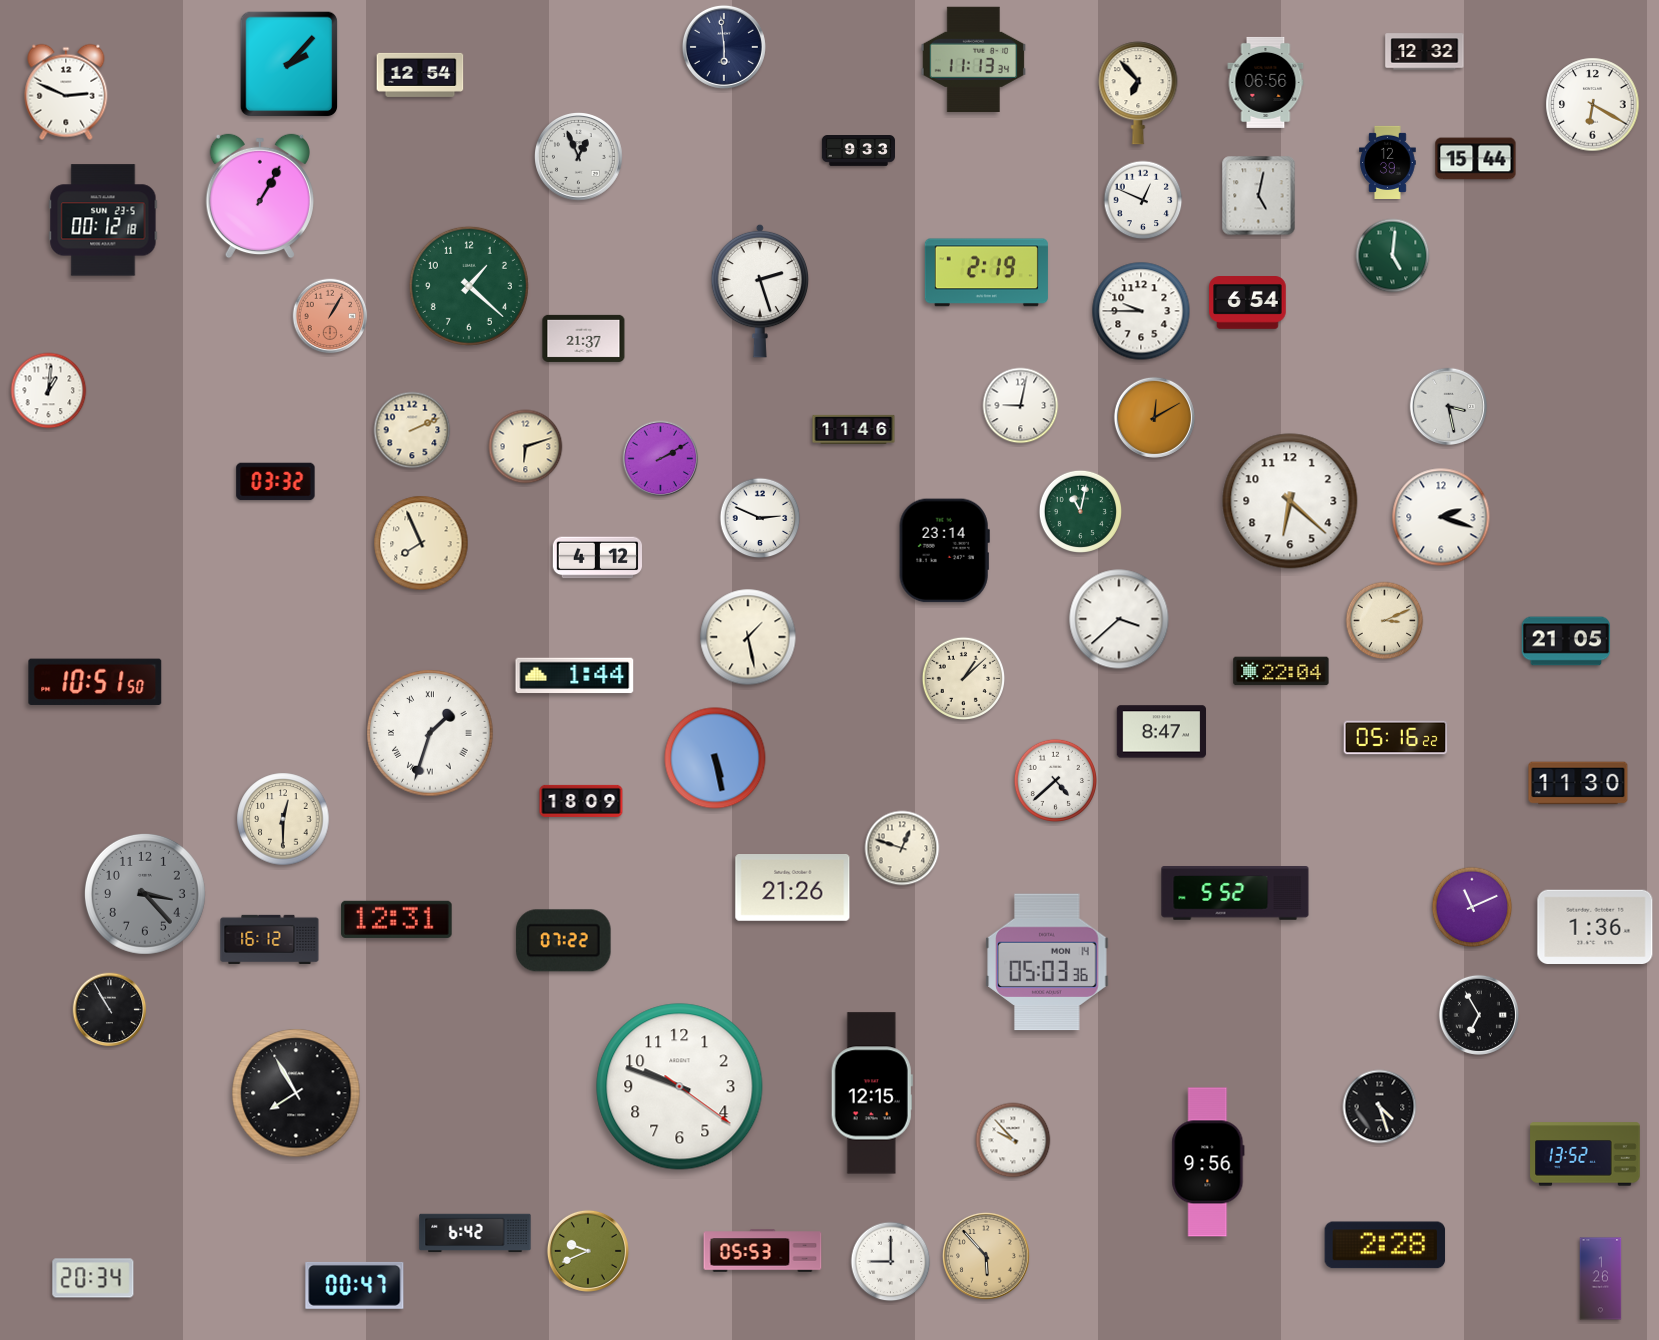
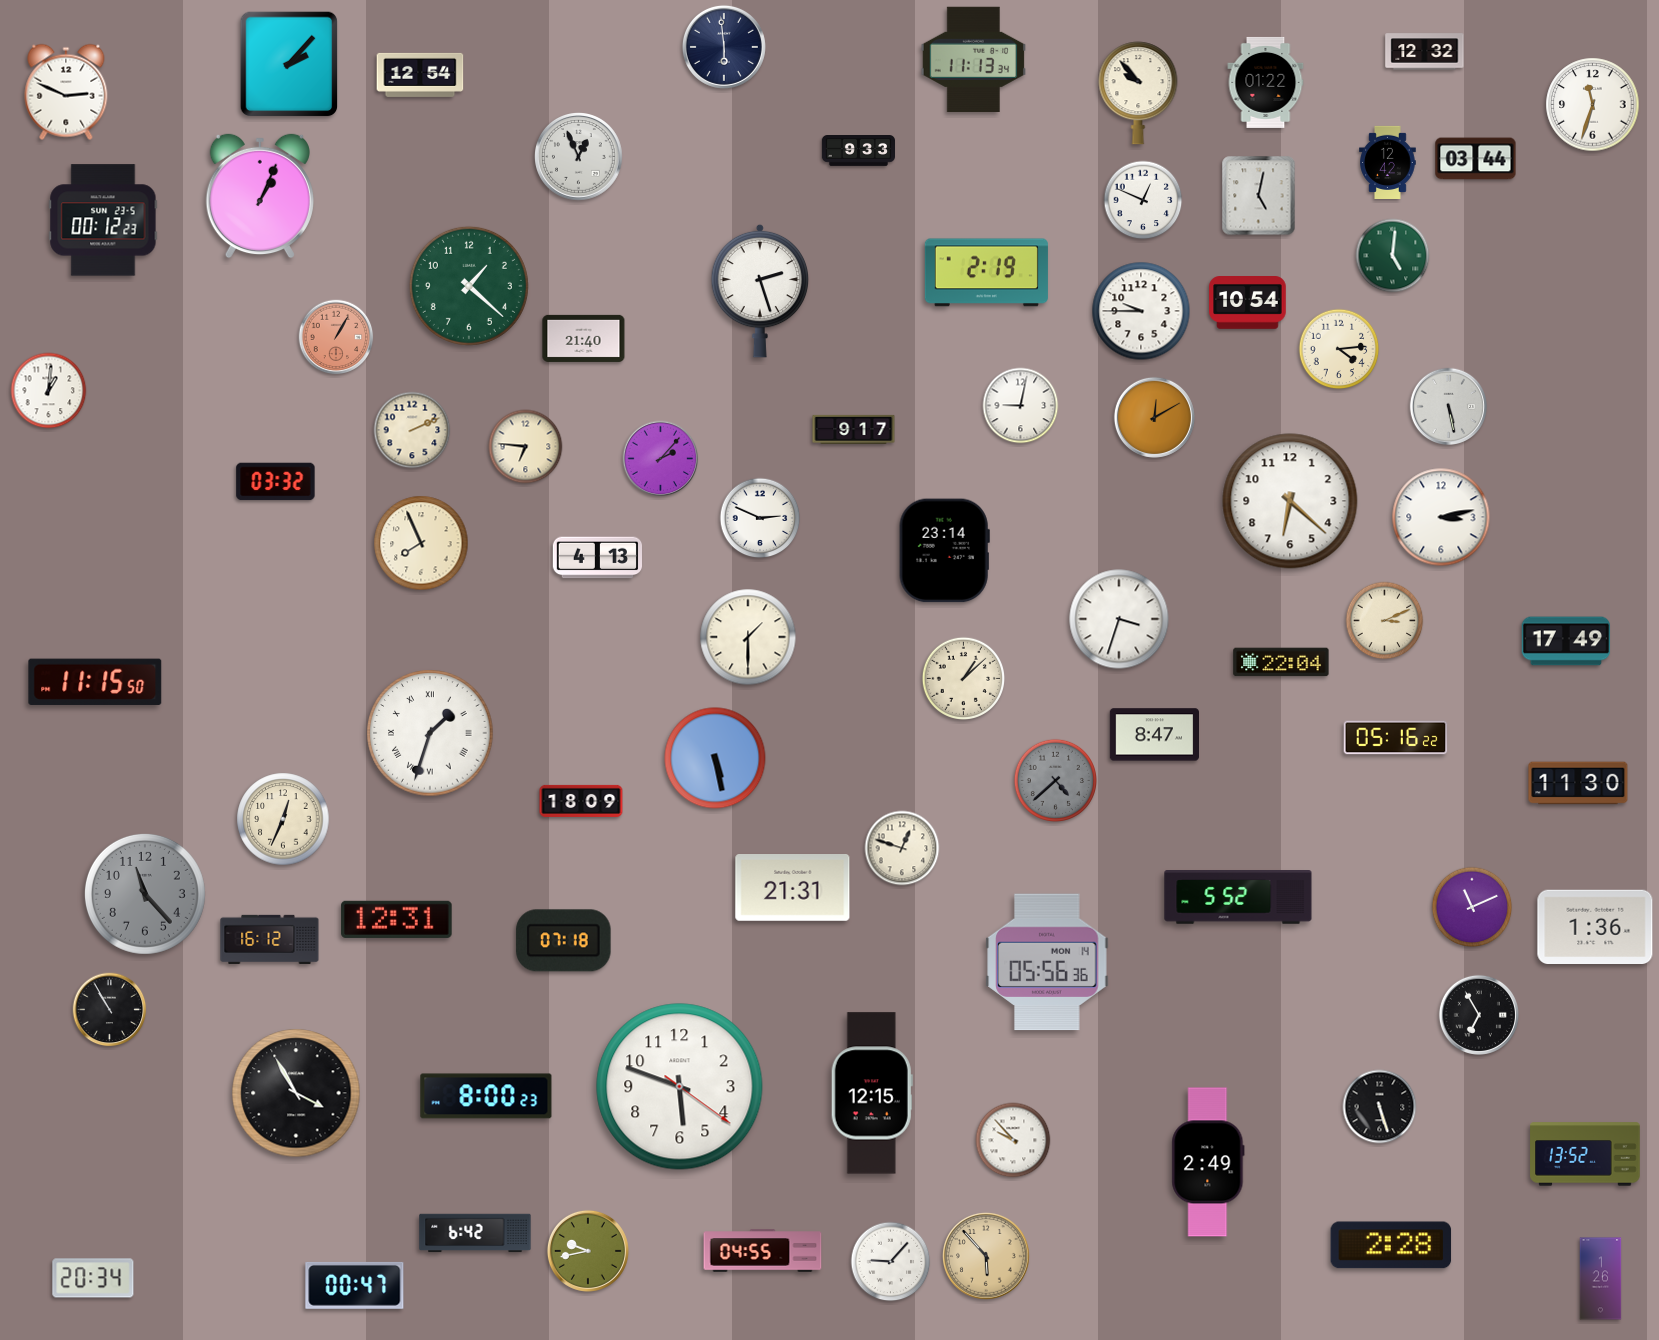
clock at (1266, 82): 06:56 -> 01:22
clock at (1138, 93): 6:53 -> 9:53
clock at (1593, 105): 6:20 -> 11:33
clock at (1476, 159): 15:44 -> 03:44
clock at (1388, 162): 12:39 -> 12:42
clock at (260, 196): 1:05 -> 1:04
clock at (103, 220): 00:12:18 -> 00:12:23
clock at (1248, 303): 6:54 -> 10:54
clock at (330, 316) position: (330, 316) -> (336, 337)
clock at (584, 338): 21:37 -> 21:40
clock at (1339, 349): none -> 4:14
clock at (1448, 406): 3:28 -> 5:28
clock at (854, 429): 11:46 -> 9:17
clock at (526, 447): 6:12 -> 6:46
clock at (661, 459): 2:10 -> 2:07
clock at (1080, 511): 11:02 -> none
clock at (1441, 517): 2:18 -> 3:13
clock at (597, 558): 4:12 -> 4:13
clock at (1119, 619): 3:38 -> 3:33
clock at (748, 637): 1:28 -> 1:30
clock at (1566, 641): 21:05 -> 17:49
clock at (1281, 671) position: (1281, 671) -> (1281, 662)
clock at (575, 676): 1:44 -> none
clock at (95, 681): 10:51 -> 11:15
clock at (1161, 732) position: (1161, 732) -> (1154, 735)
clock at (1055, 780) dial: white -> grey
clock at (283, 819): 12:30 -> 12:34
clock at (793, 888): 21:26 -> 21:31
clock at (145, 894): 3:23 -> 11:23
clock at (1235, 894) position: (1235, 894) -> (1238, 898)
clock at (564, 941): 07:22 -> 07:18
clock at (1047, 962): 05:03 -> 05:56
clock at (680, 1087): 9:48 -> 5:48
clock at (296, 1093): 7:55 -> 3:55
clock at (486, 1096): none -> 8:00
clock at (1380, 1107): 4:27 -> 5:27
clock at (1208, 1162): 9:56 -> 2:49
clock at (1385, 1245) position: (1385, 1245) -> (1391, 1245)
clock at (588, 1251): 9:41 -> 9:43
clock at (763, 1251): 05:53 -> 04:55
clock at (891, 1262): 9:00 -> 9:07
